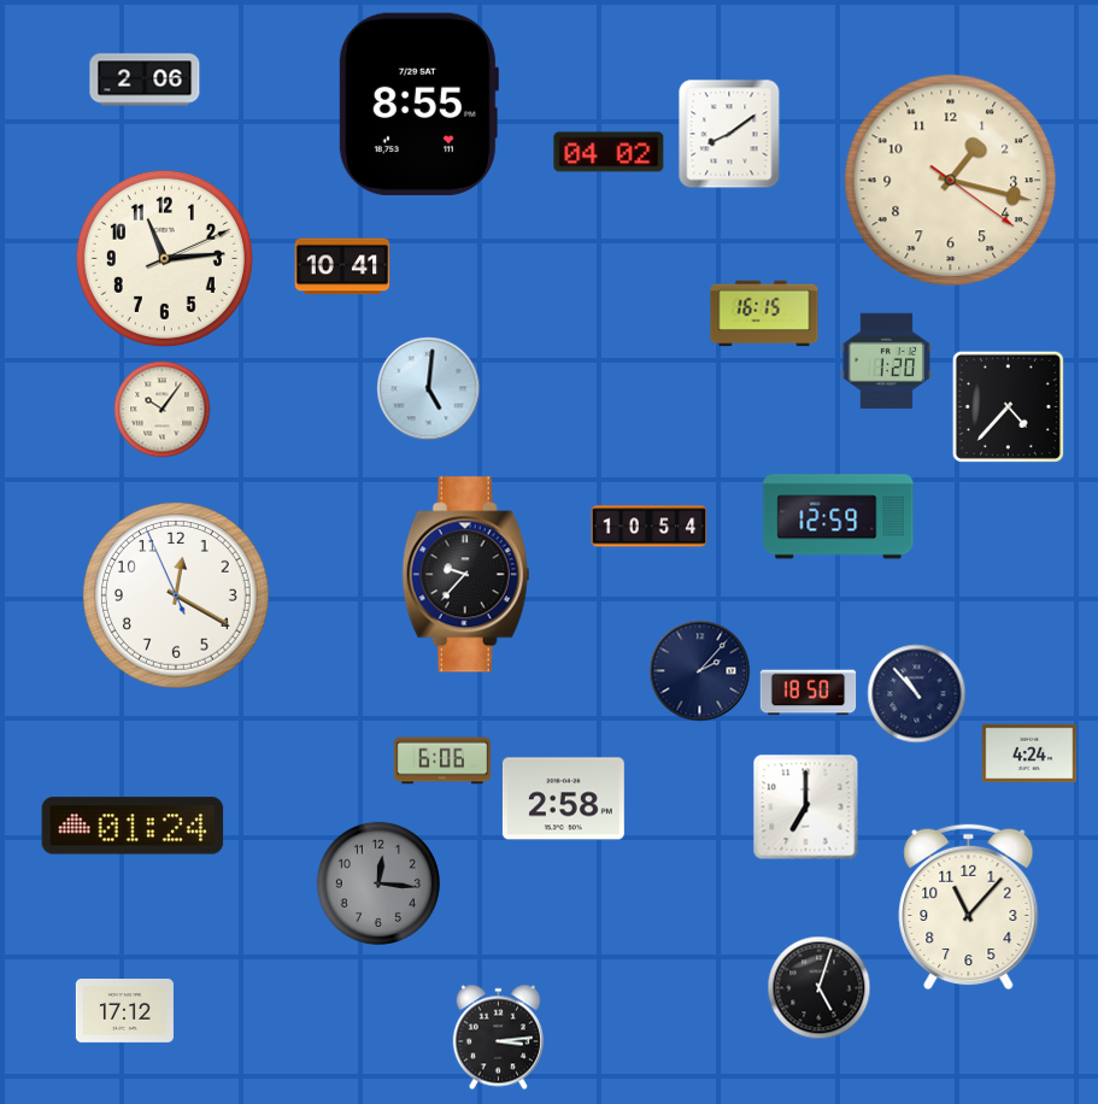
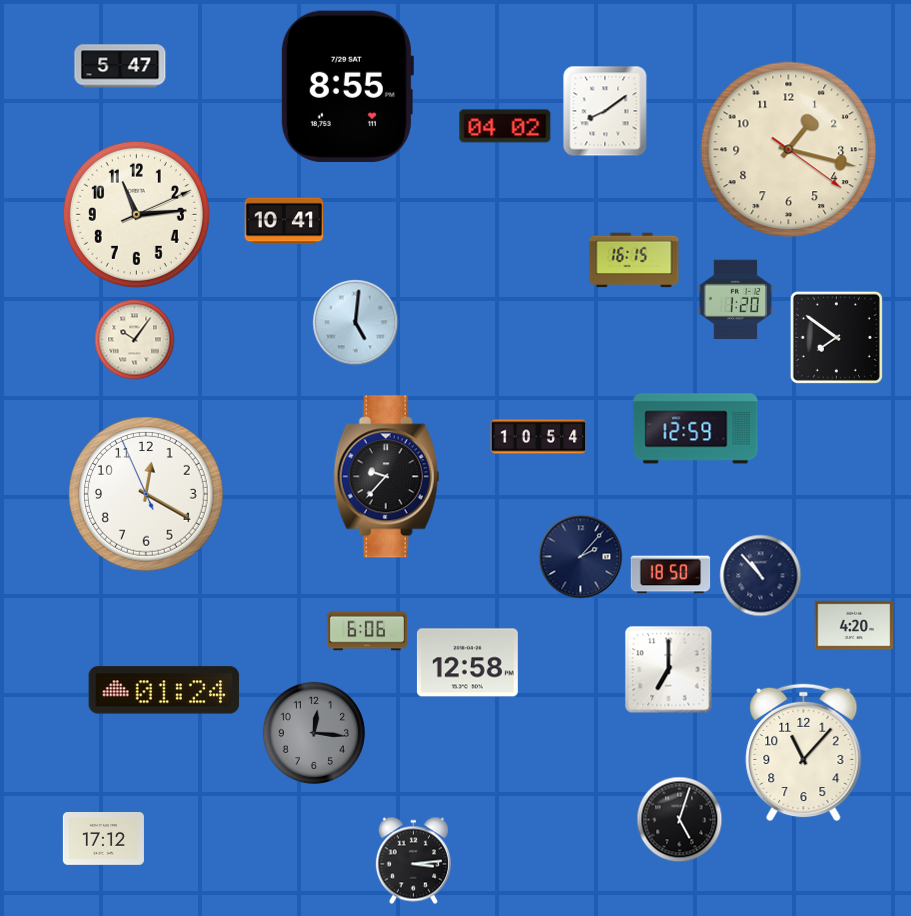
clock at (145, 80): 2:06 -> 5:47
clock at (1008, 406): 4:37 -> 7:51
clock at (1029, 753): 4:24 -> 4:20
clock at (563, 799): 2:58 -> 12:58
clock at (133, 826) position: (133, 826) -> (164, 690)
